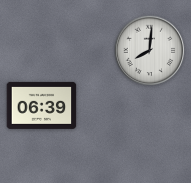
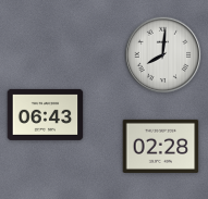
clock at (42, 105): 06:39 -> 06:43
clock at (161, 146): none -> 02:28
